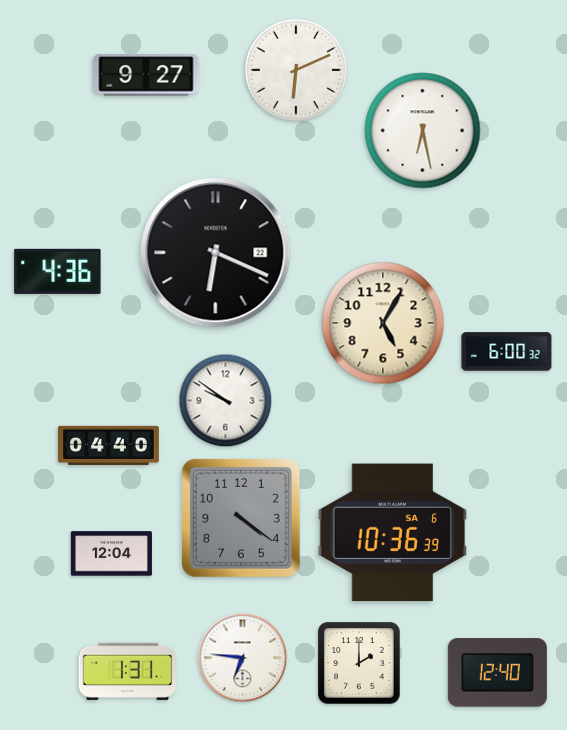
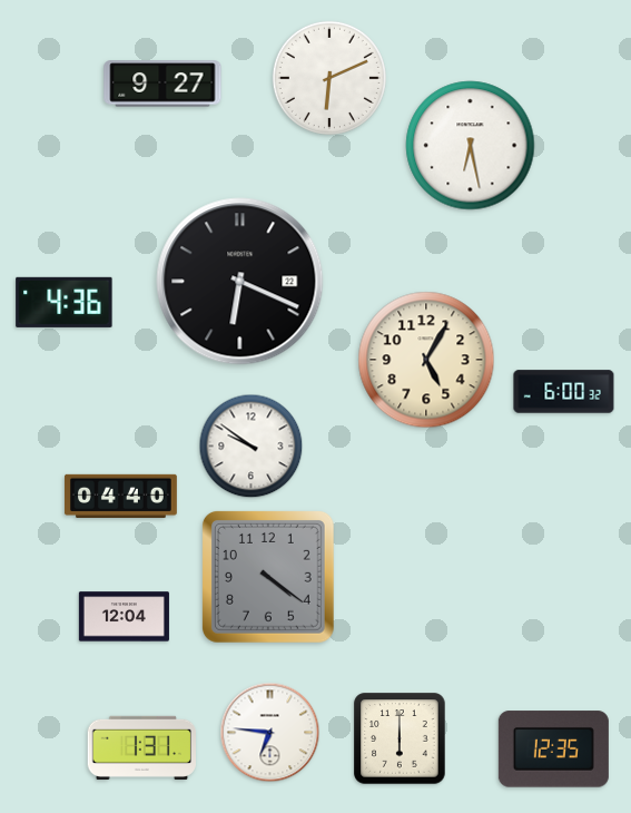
clock at (393, 533): 10:36 -> none
clock at (359, 663): 2:00 -> 6:00
clock at (497, 673): 12:40 -> 12:35
